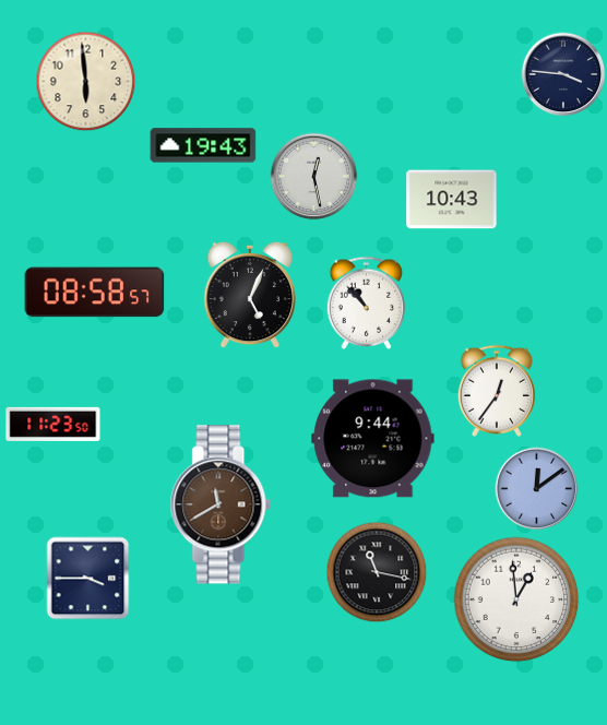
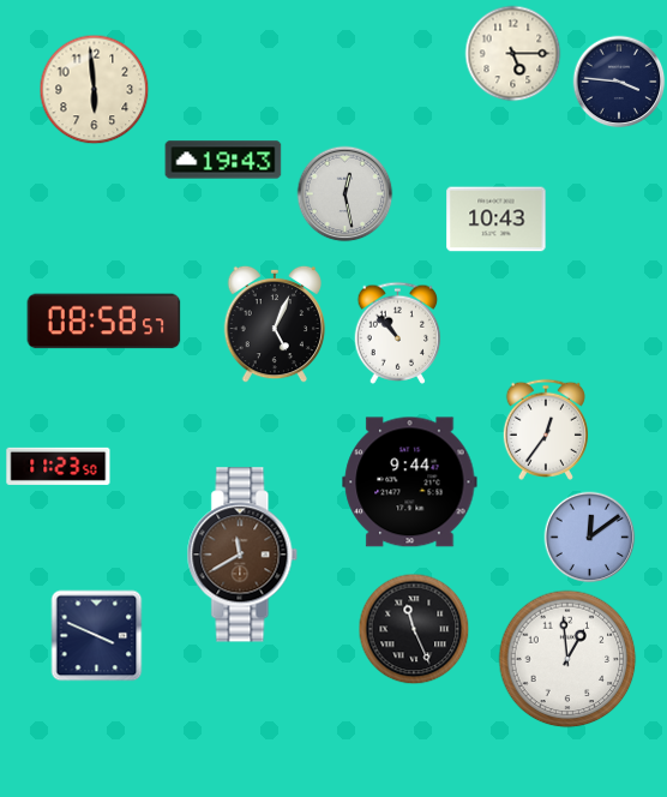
clock at (513, 54): none -> 5:15
clock at (367, 302) position: (367, 302) -> (398, 332)
clock at (377, 572): 11:17 -> 11:26
clock at (88, 579): 3:45 -> 3:49
